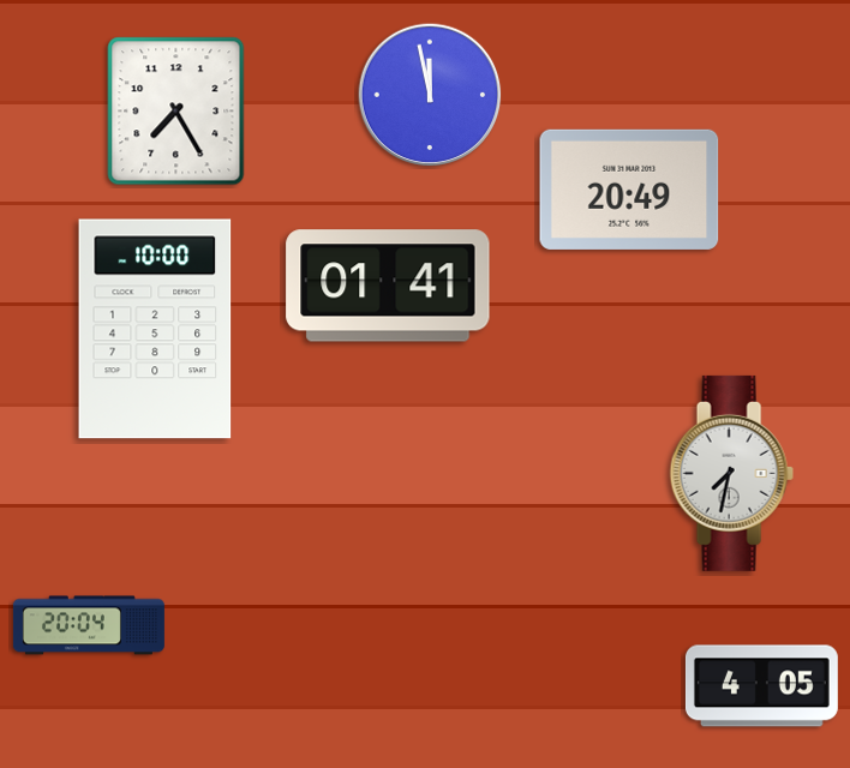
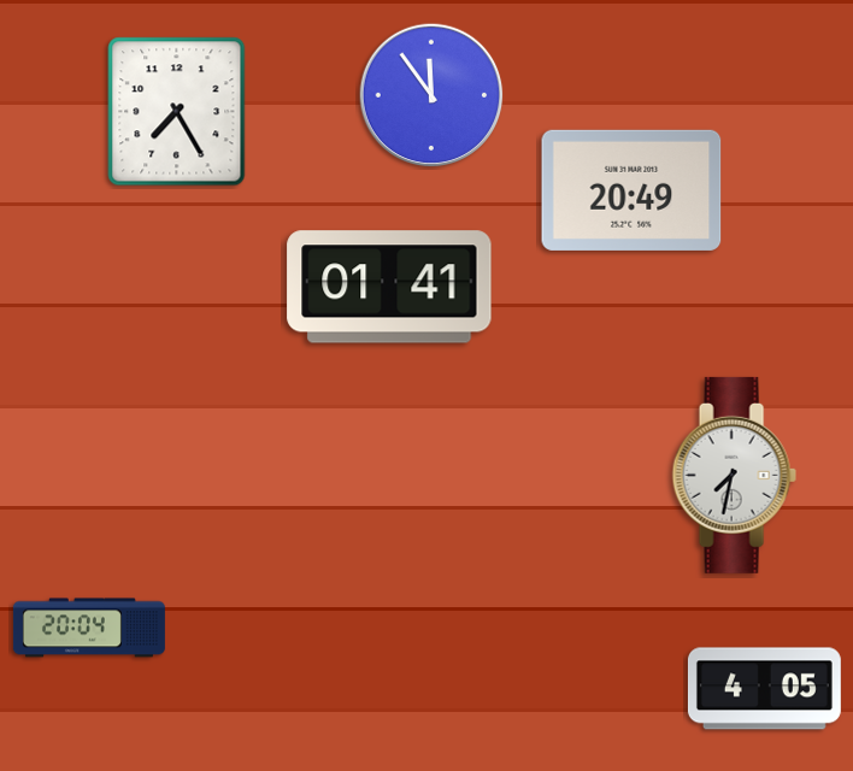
clock at (430, 95): 11:58 -> 11:54
clock at (155, 329): 10:00 -> none
